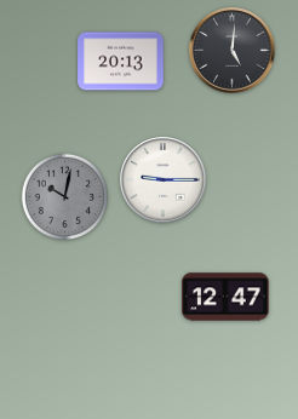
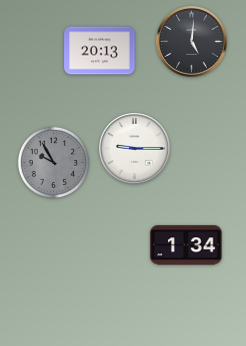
clock at (64, 196): 10:02 -> 9:55
clock at (225, 297): 12:47 -> 1:34
